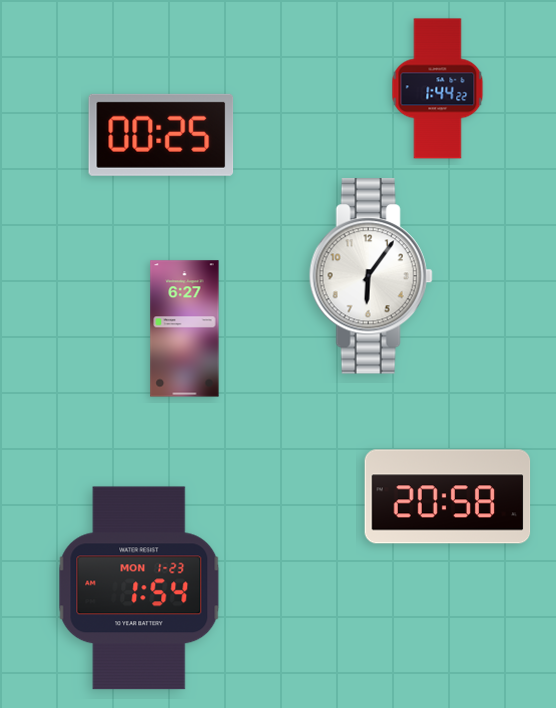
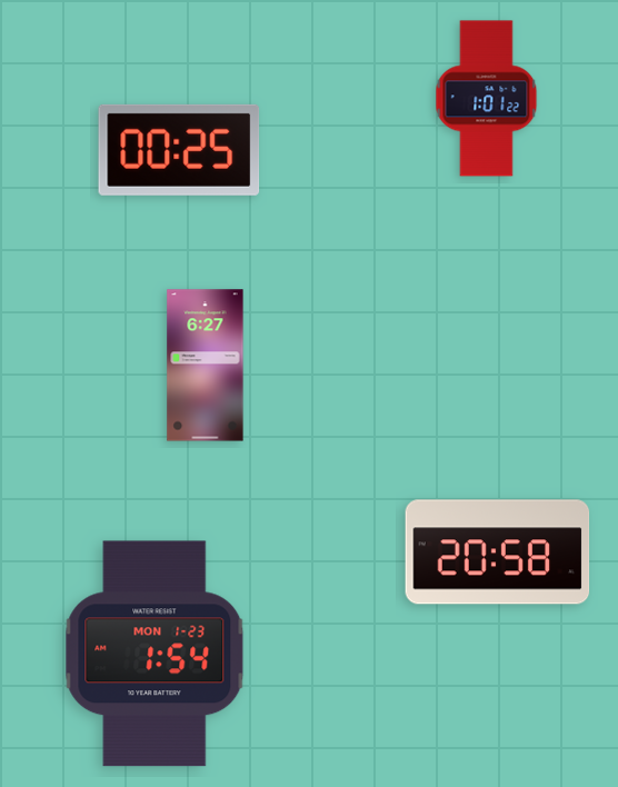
clock at (438, 89): 1:44 -> 1:01
clock at (371, 276): 6:06 -> none
